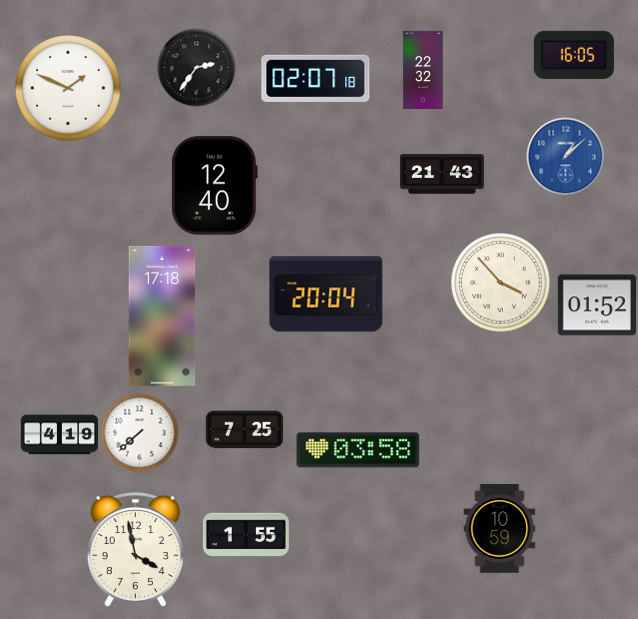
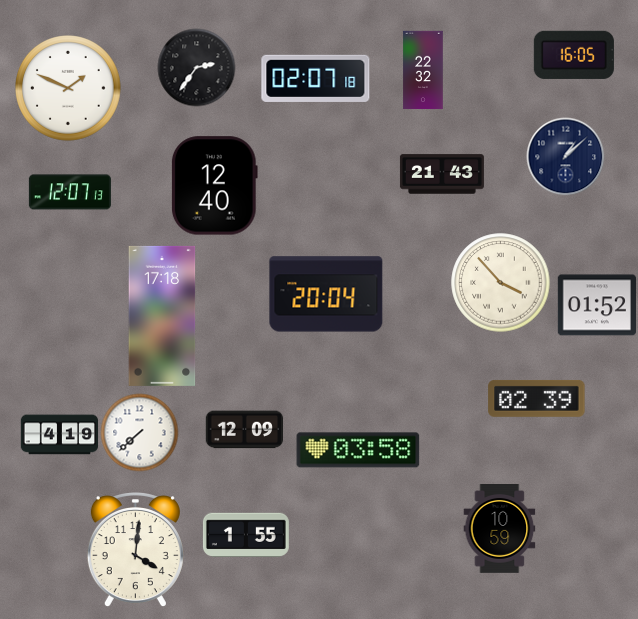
clock at (565, 156) dial: blue -> navy
clock at (70, 192): none -> 12:07
clock at (537, 398): none -> 02:39
clock at (244, 430): 7:25 -> 12:09
clock at (135, 550): 3:58 -> 4:01
